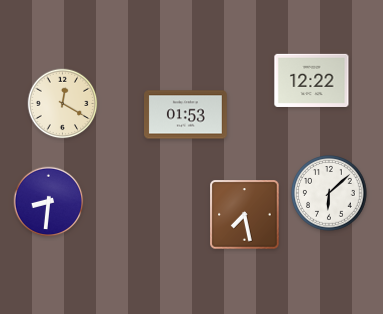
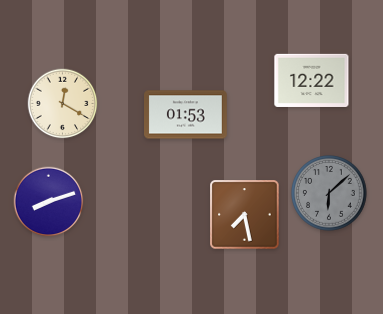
clock at (329, 193) dial: white -> grey
clock at (49, 202): 8:31 -> 8:12
